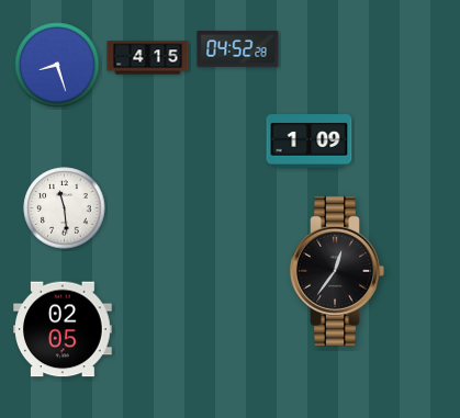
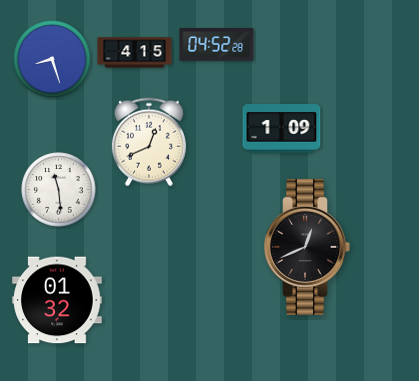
clock at (149, 142): none -> 12:41
clock at (337, 271): 12:36 -> 12:41
clock at (63, 329): 02:05 -> 01:32
